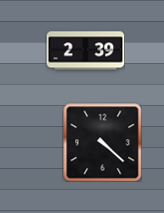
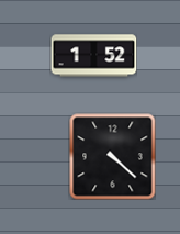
clock at (85, 51): 2:39 -> 1:52
